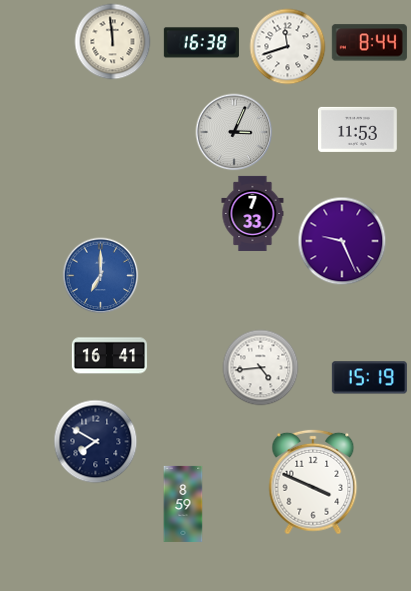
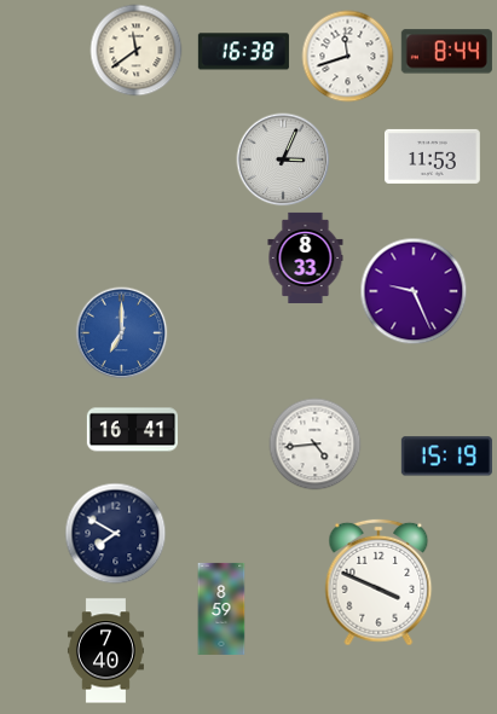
clock at (113, 42): 11:59 -> 11:39
clock at (253, 213): 7:33 -> 8:33
clock at (105, 651): none -> 7:40
